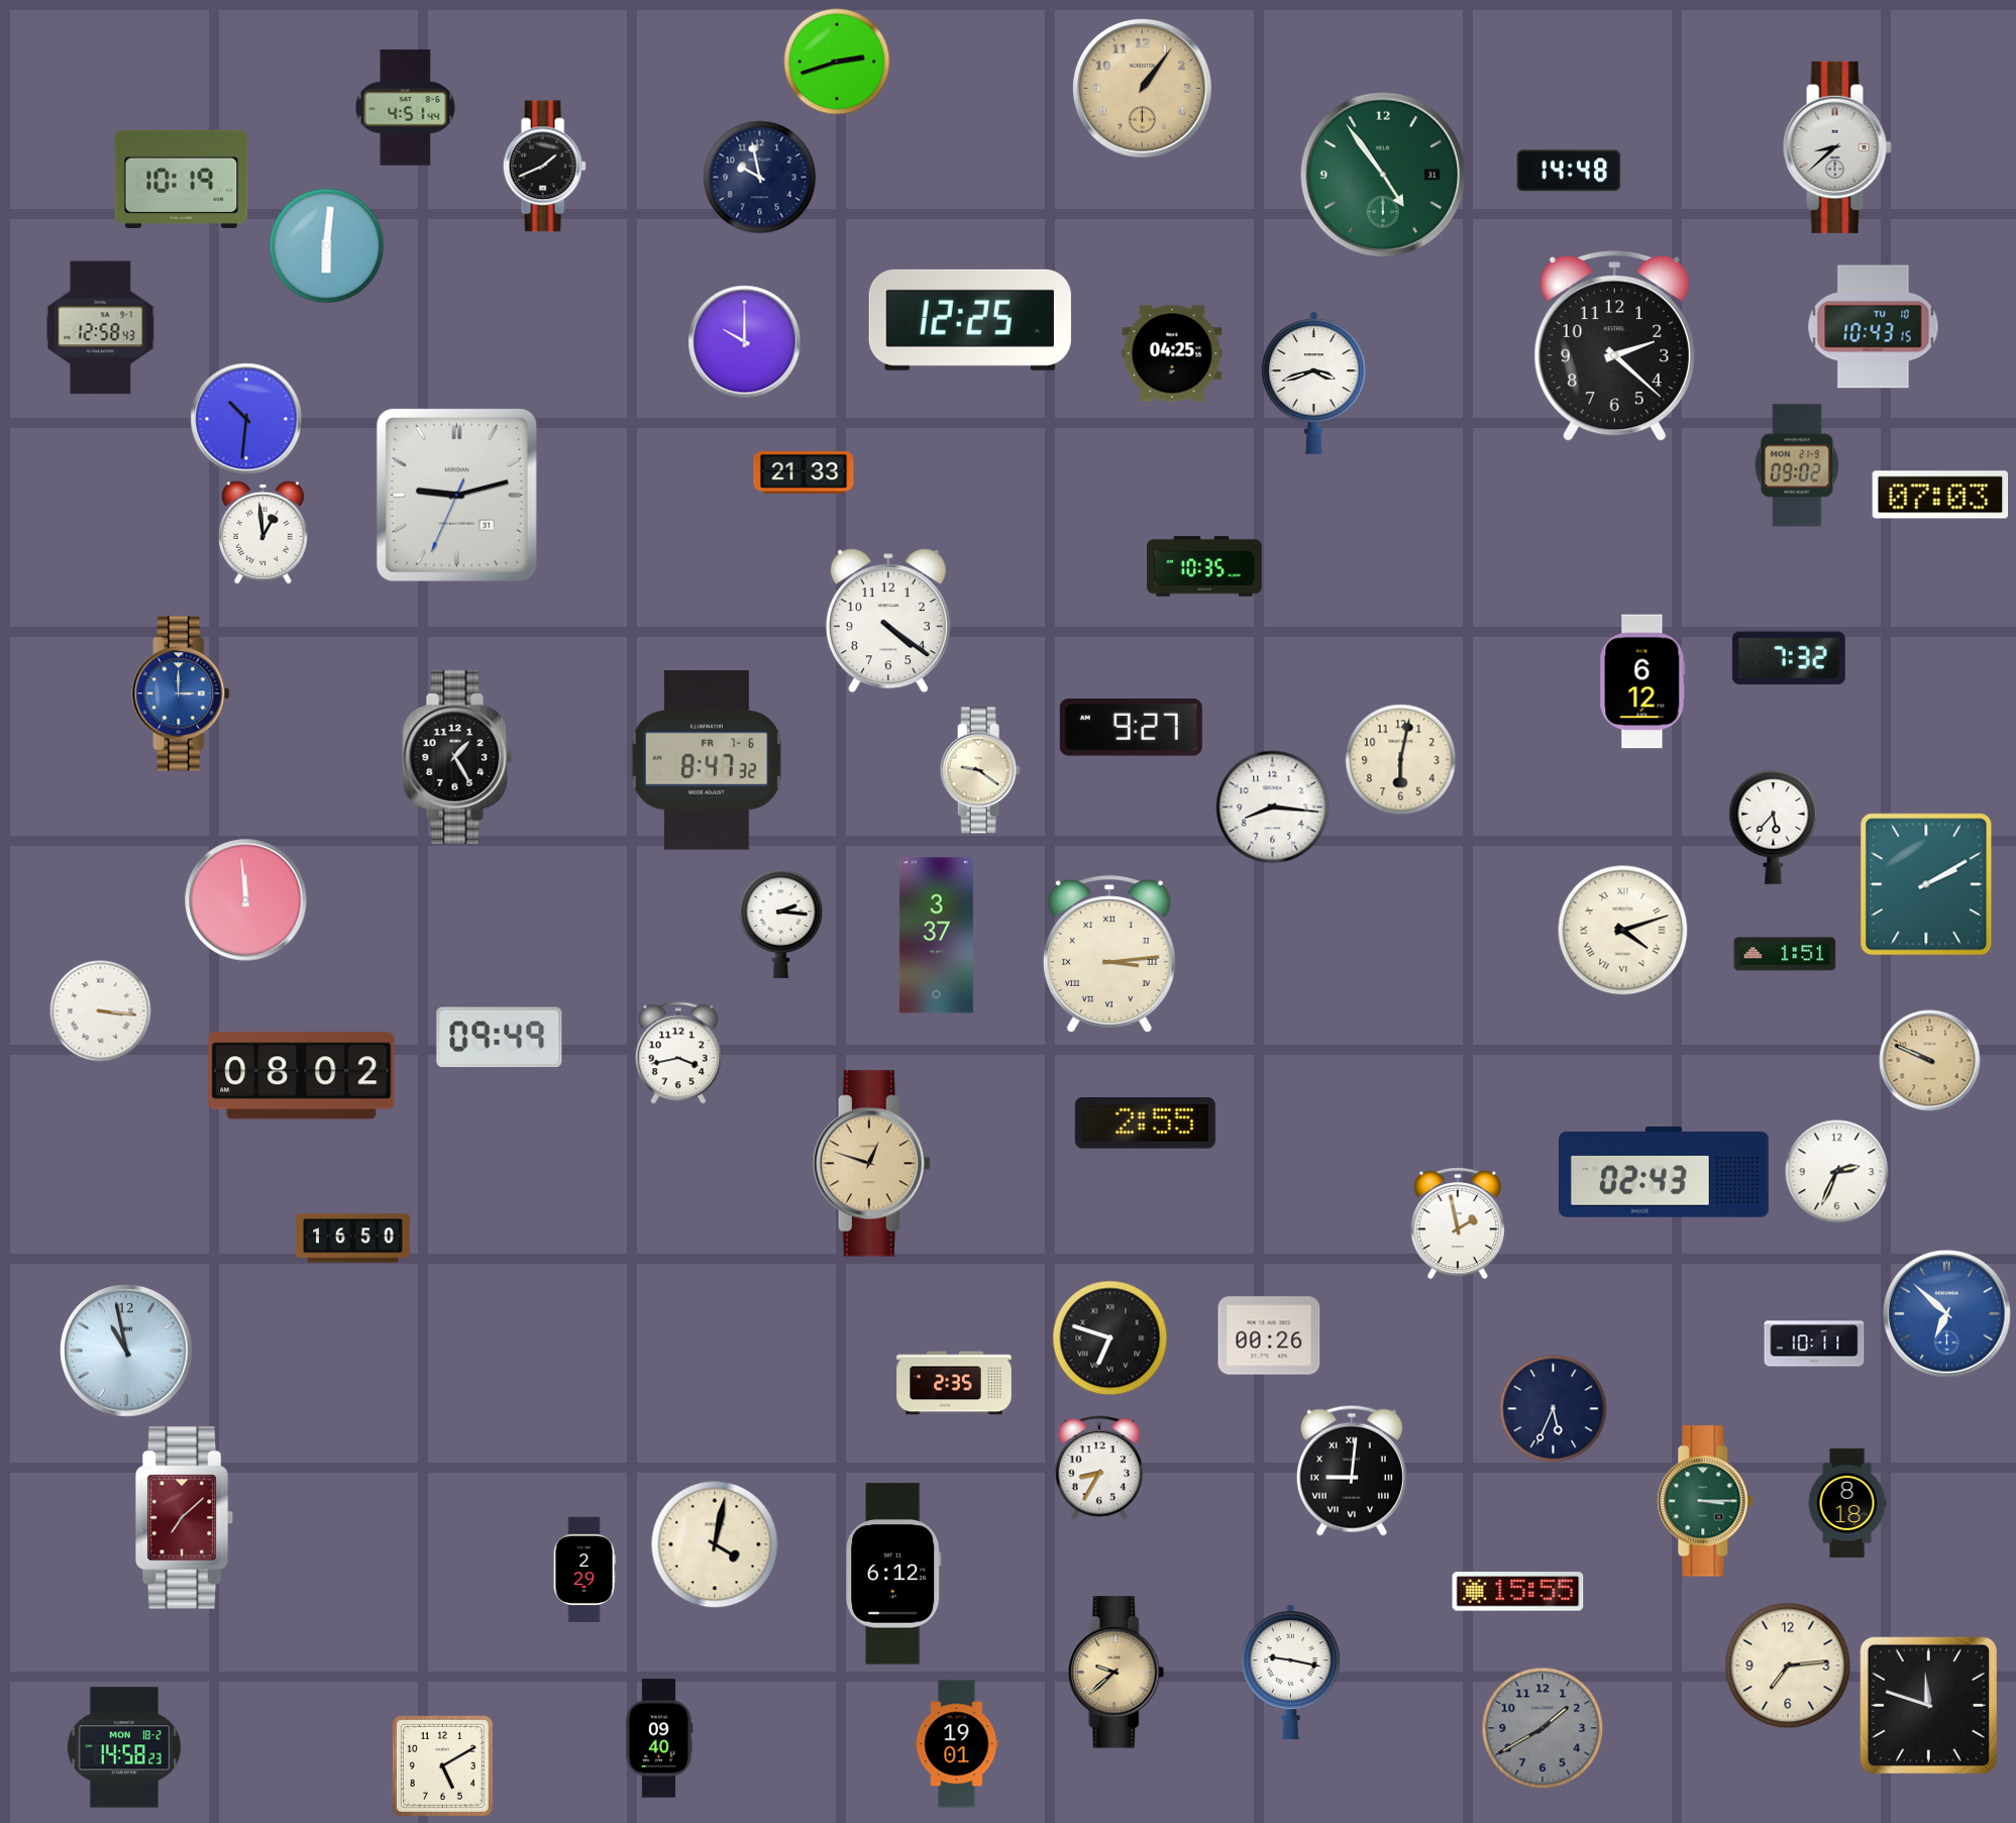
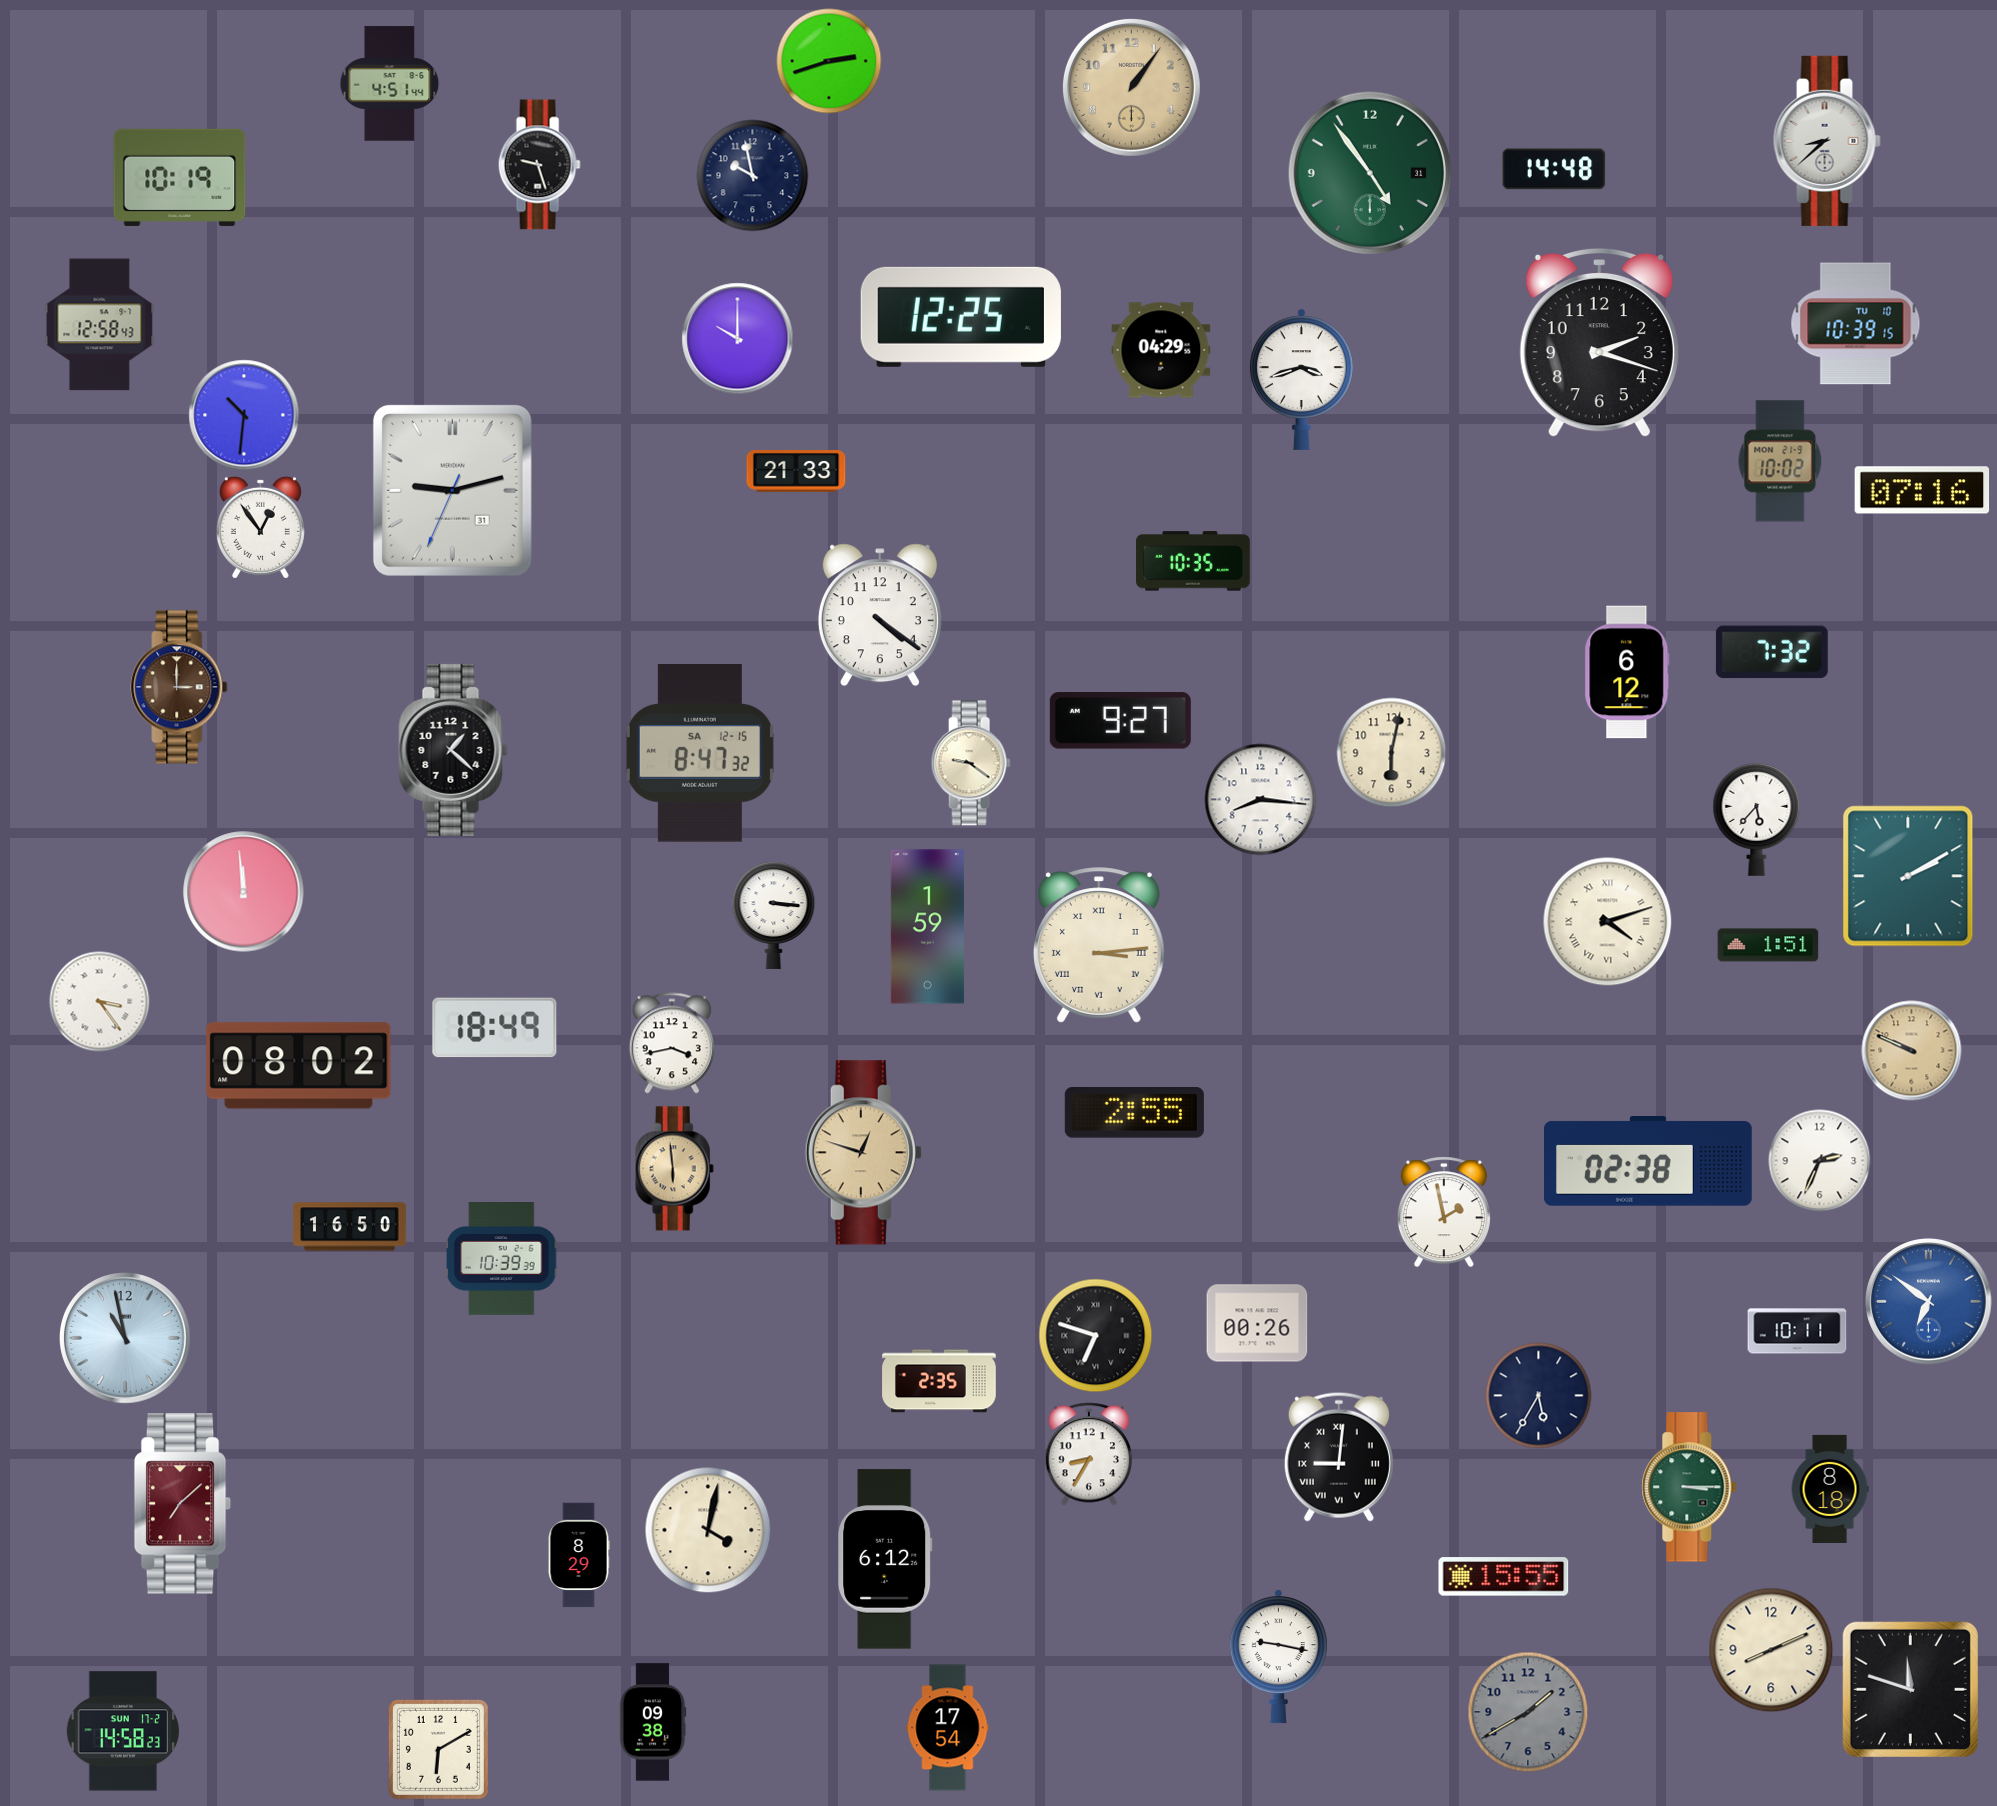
clock at (406, 108) position: (406, 108) -> (390, 84)
clock at (1837, 147) position: (1837, 147) -> (1827, 141)
clock at (544, 167): 1:41 -> 9:27
clock at (327, 246): 6:01 -> none
clock at (1874, 327): 10:43 -> 10:39
clock at (1614, 345): 2:22 -> 2:18
clock at (1172, 353): 04:25 -> 04:29
clock at (1797, 465): 09:02 -> 10:02
clock at (804, 473) position: (804, 473) -> (796, 472)
clock at (1940, 495): 07:03 -> 07:16
clock at (262, 532): 12:59 -> 12:54
clock at (1642, 681) position: (1642, 681) -> (1627, 672)
clock at (181, 693) dial: blue -> brown
clock at (457, 757): 1:25 -> 1:22
clock at (707, 760) date: FR 7-6 -> SA 12-15
clock at (1401, 760) position: (1401, 760) -> (1392, 753)
clock at (781, 924): 2:16 -> 3:16
clock at (936, 936): 3:37 -> 1:59
clock at (101, 1011): 3:16 -> 3:24
clock at (500, 1038): 09:49 -> 18:49
clock at (1665, 1173): 02:43 -> 02:38
clock at (674, 1169): none -> 5:59
clock at (502, 1259): none -> 10:39
clock at (1947, 1314): 6:52 -> 6:51
clock at (1110, 1338) position: (1110, 1338) -> (1096, 1336)
clock at (954, 1383) position: (954, 1383) -> (939, 1381)
clock at (1554, 1409): 5:34 -> 5:35
clock at (585, 1570): 2:29 -> 8:29
clock at (1788, 1666): 7:14 -> 8:11
clock at (1117, 1673): 9:38 -> none
clock at (659, 1738): 09:40 -> 09:38
clock at (957, 1744): 19:01 -> 17:54
clock at (123, 1747) date: MON 18-2 -> SUN 17-2
clock at (442, 1765): 5:10 -> 6:10
